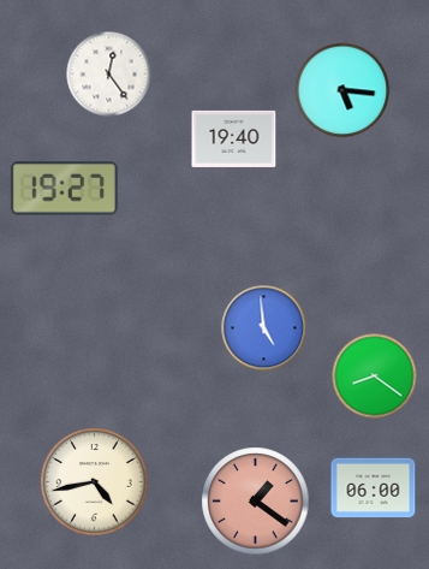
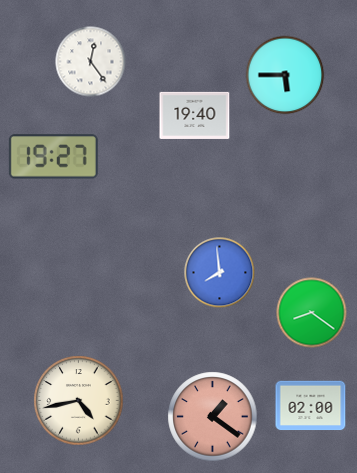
clock at (342, 90): 5:16 -> 5:45
clock at (264, 328): 4:59 -> 7:59
clock at (374, 488): 06:00 -> 02:00
